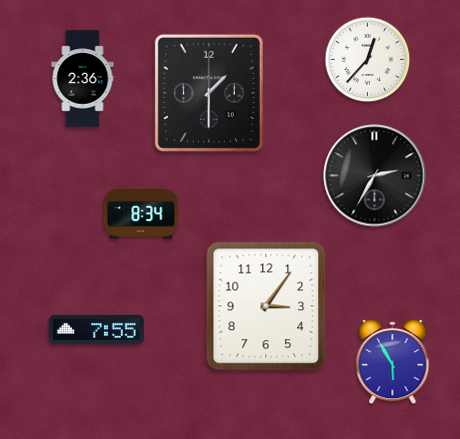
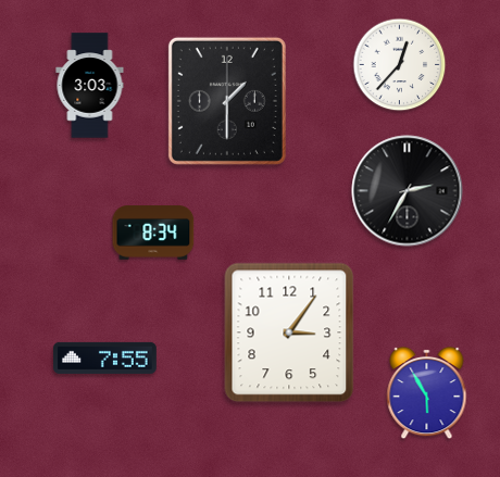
clock at (83, 79): 2:36 -> 3:03
